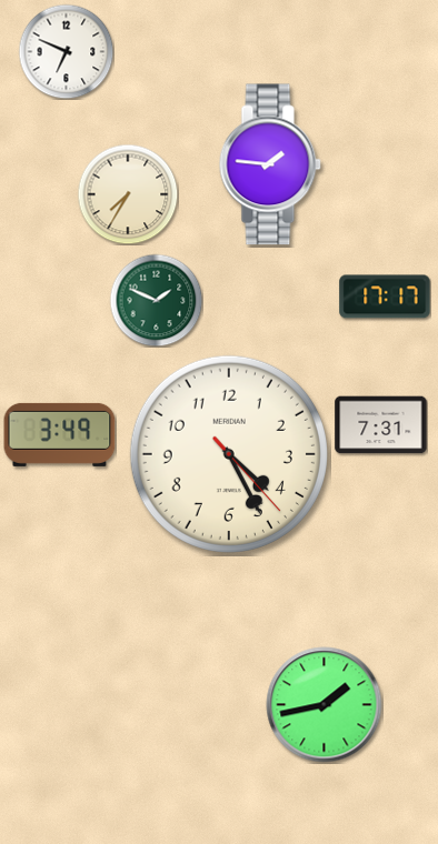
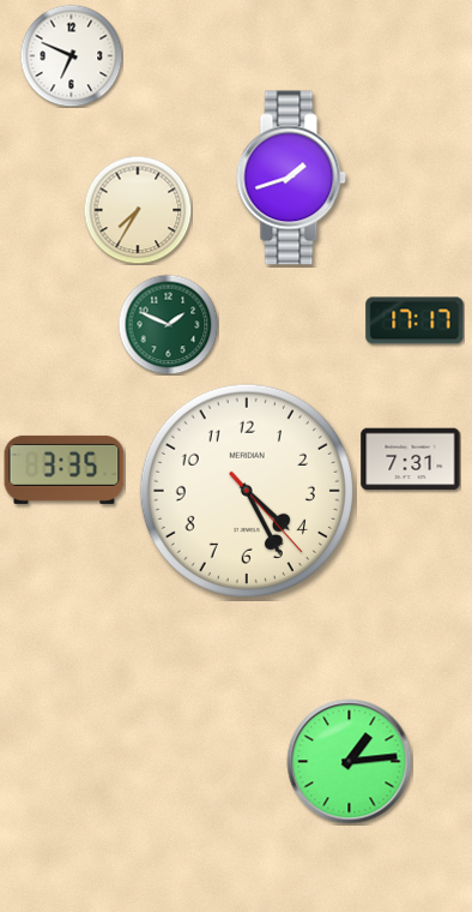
clock at (270, 164): 1:46 -> 1:42
clock at (60, 434): 3:49 -> 3:35
clock at (325, 705): 1:43 -> 1:14
